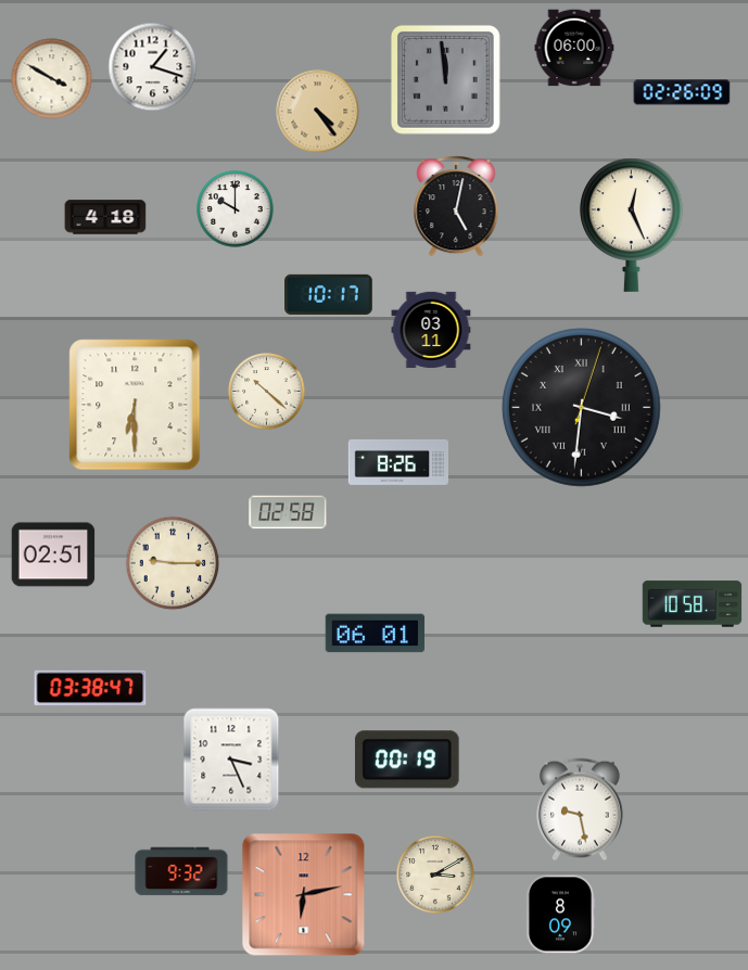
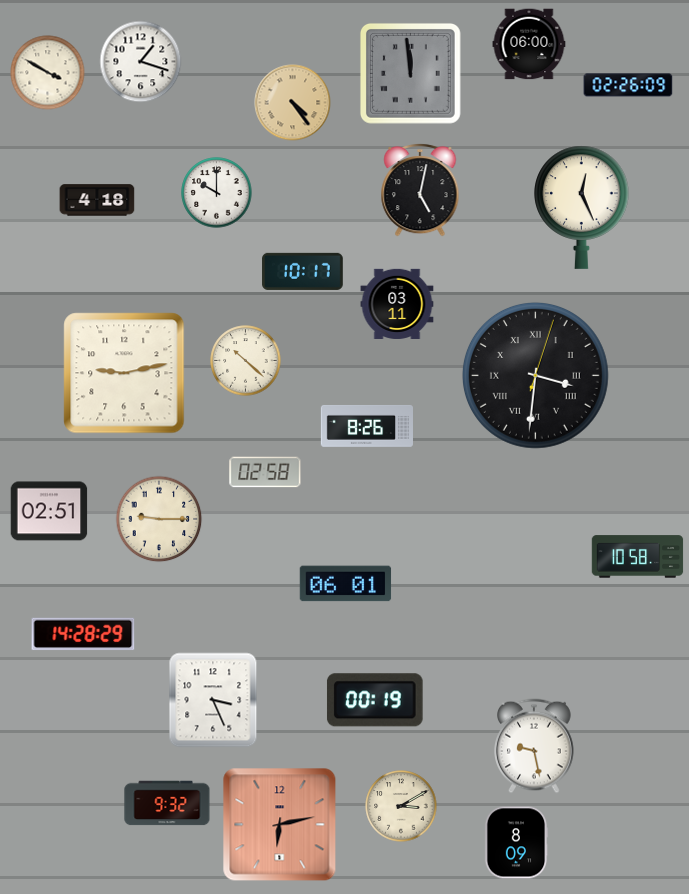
clock at (135, 405): 6:30 -> 9:13
clock at (90, 688): 03:38 -> 14:28
